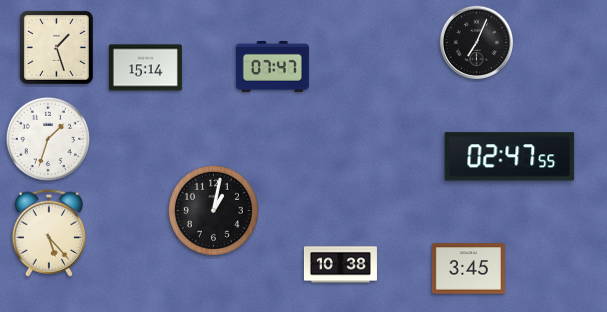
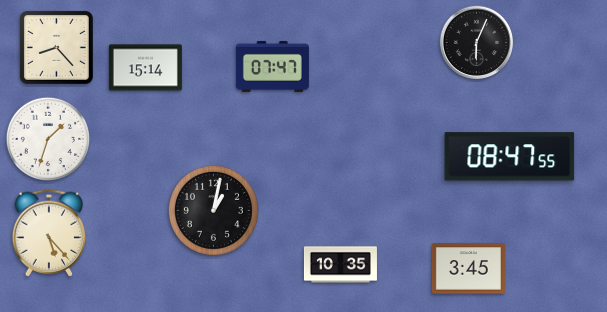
clock at (476, 42): 7:04 -> 6:04
clock at (57, 48): 1:27 -> 8:23
clock at (510, 157): 02:47 -> 08:47
clock at (340, 265): 10:38 -> 10:35
